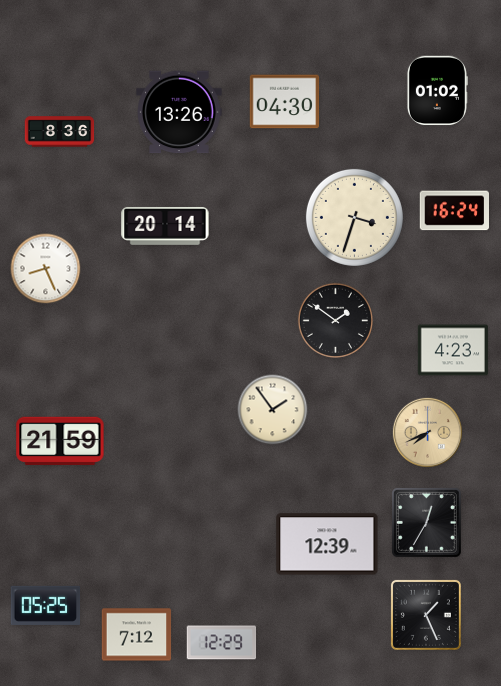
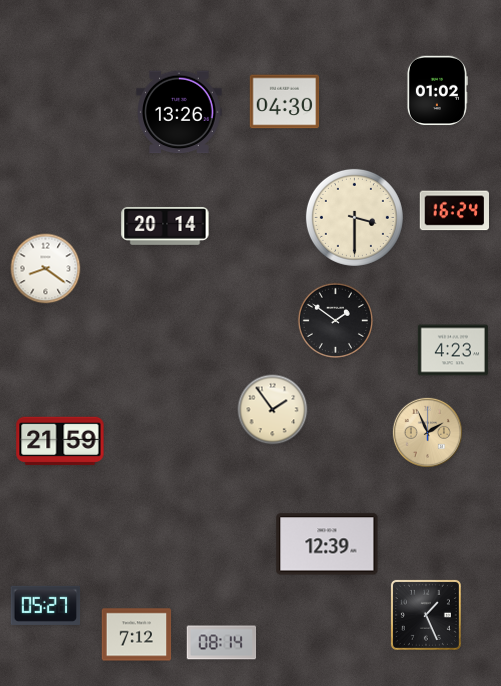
clock at (60, 132): 8:36 -> none
clock at (354, 217): 3:33 -> 3:30
clock at (46, 269): 8:26 -> 8:21
clock at (427, 432): 7:41 -> 1:56
clock at (426, 522): 12:35 -> none
clock at (46, 605): 05:25 -> 05:27
clock at (222, 643): 12:29 -> 08:14
